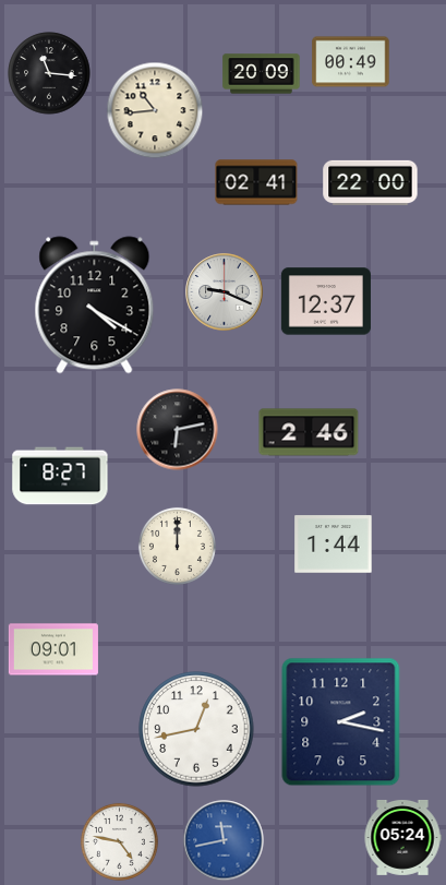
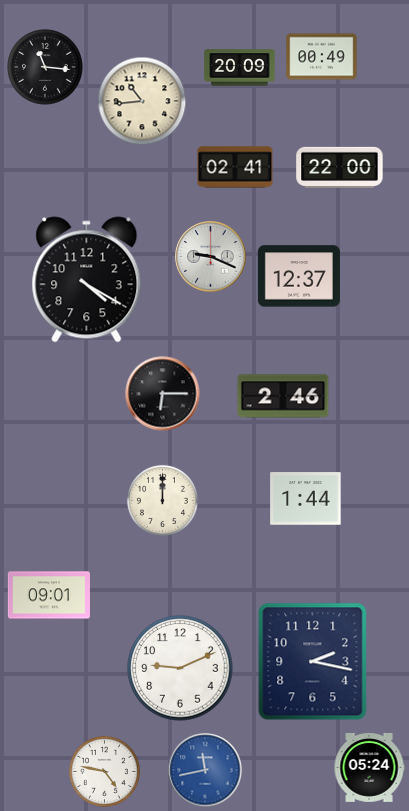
clock at (225, 292) position: (225, 292) -> (211, 257)
clock at (178, 430): 6:13 -> 6:15
clock at (60, 476): 8:27 -> none
clock at (196, 729): 12:43 -> 9:11
clock at (119, 841) position: (119, 841) -> (104, 771)
